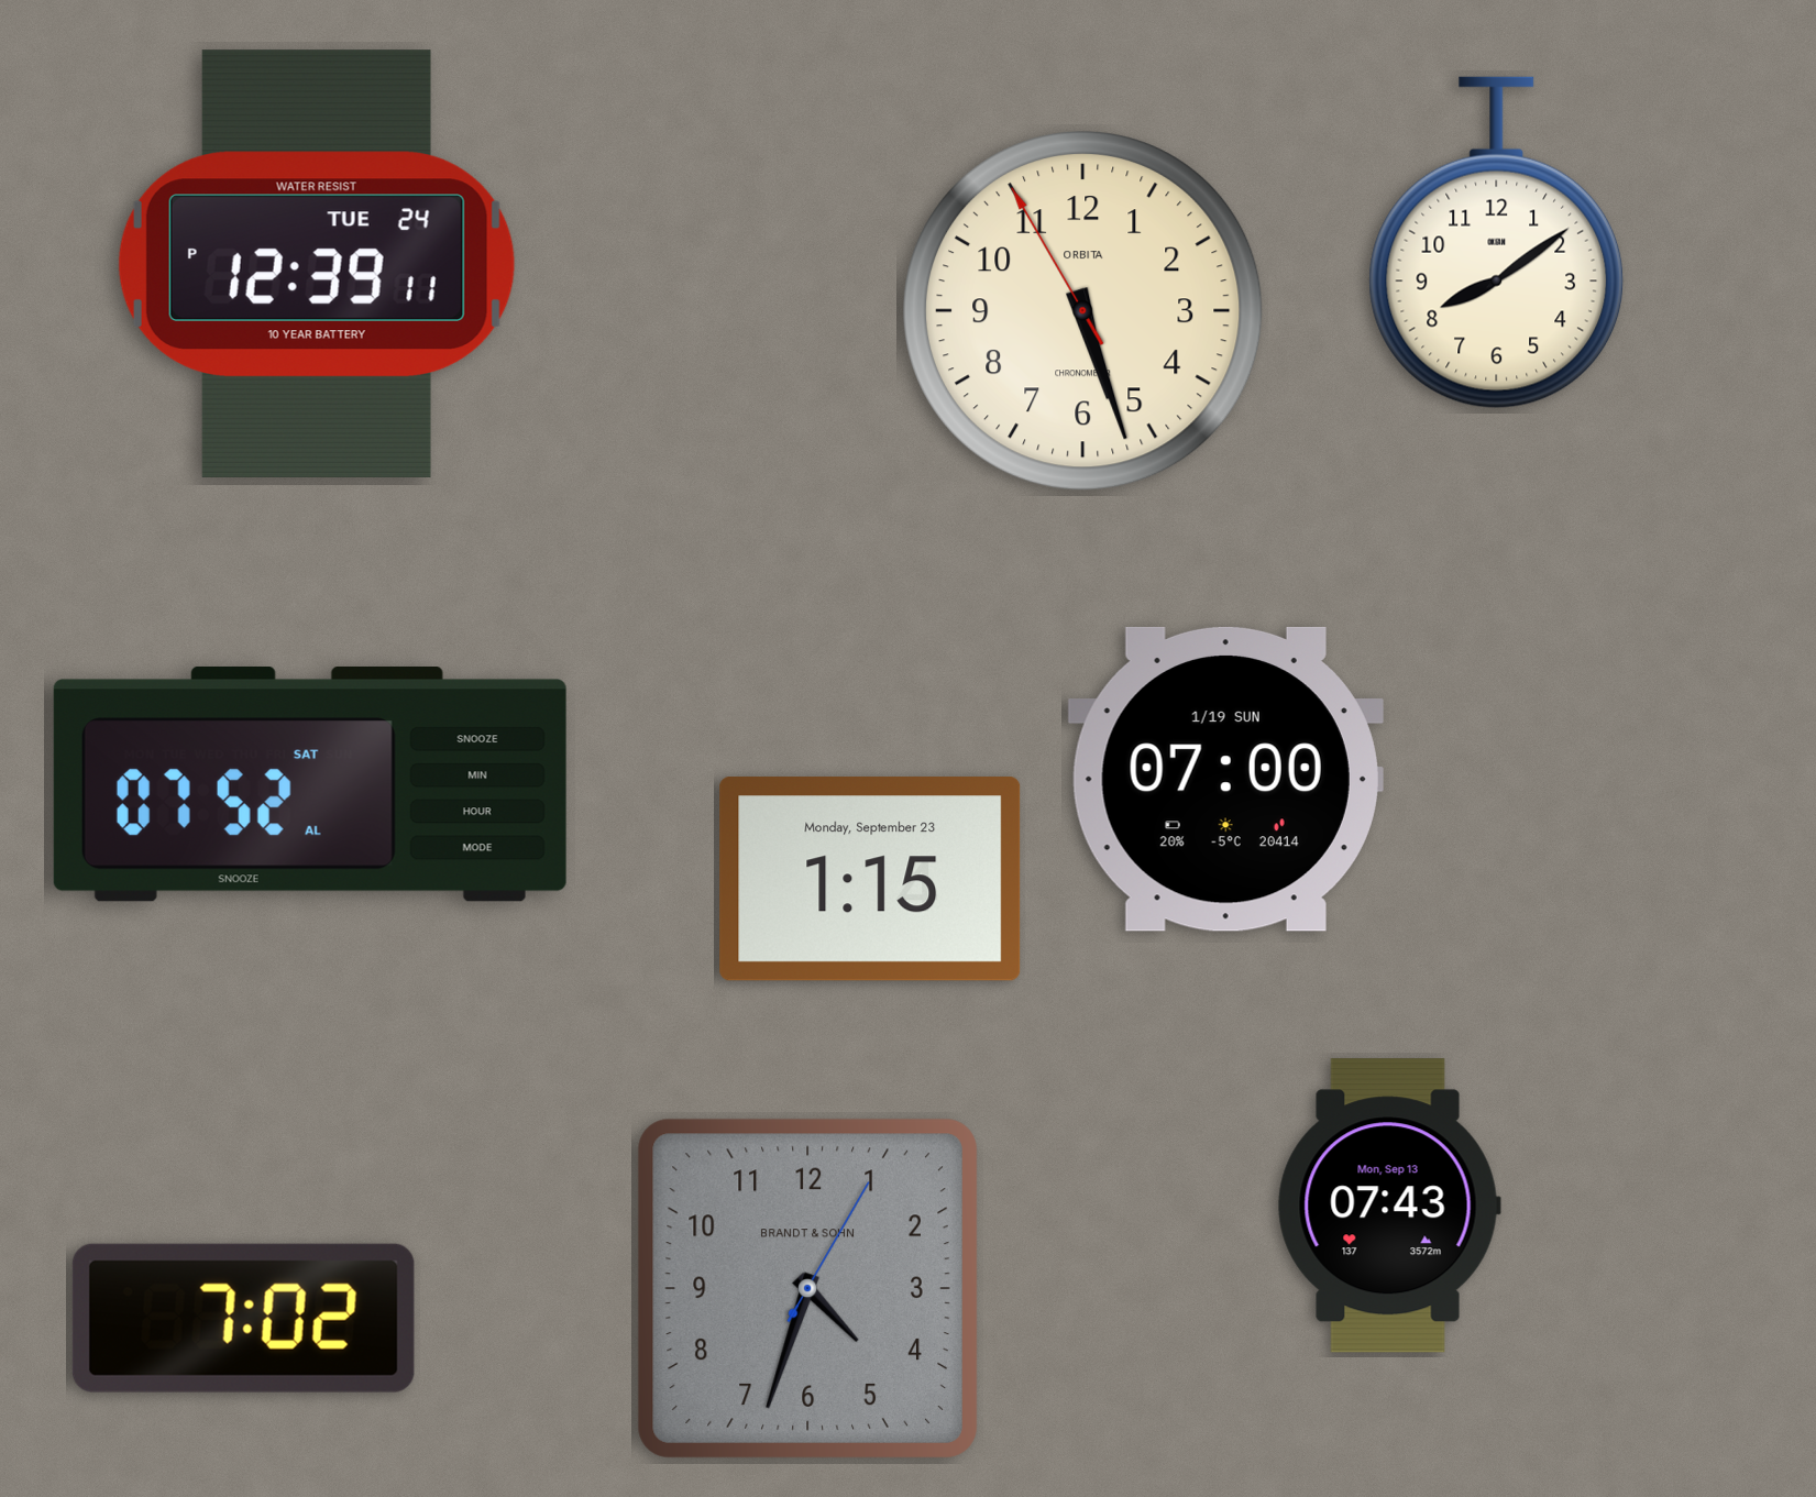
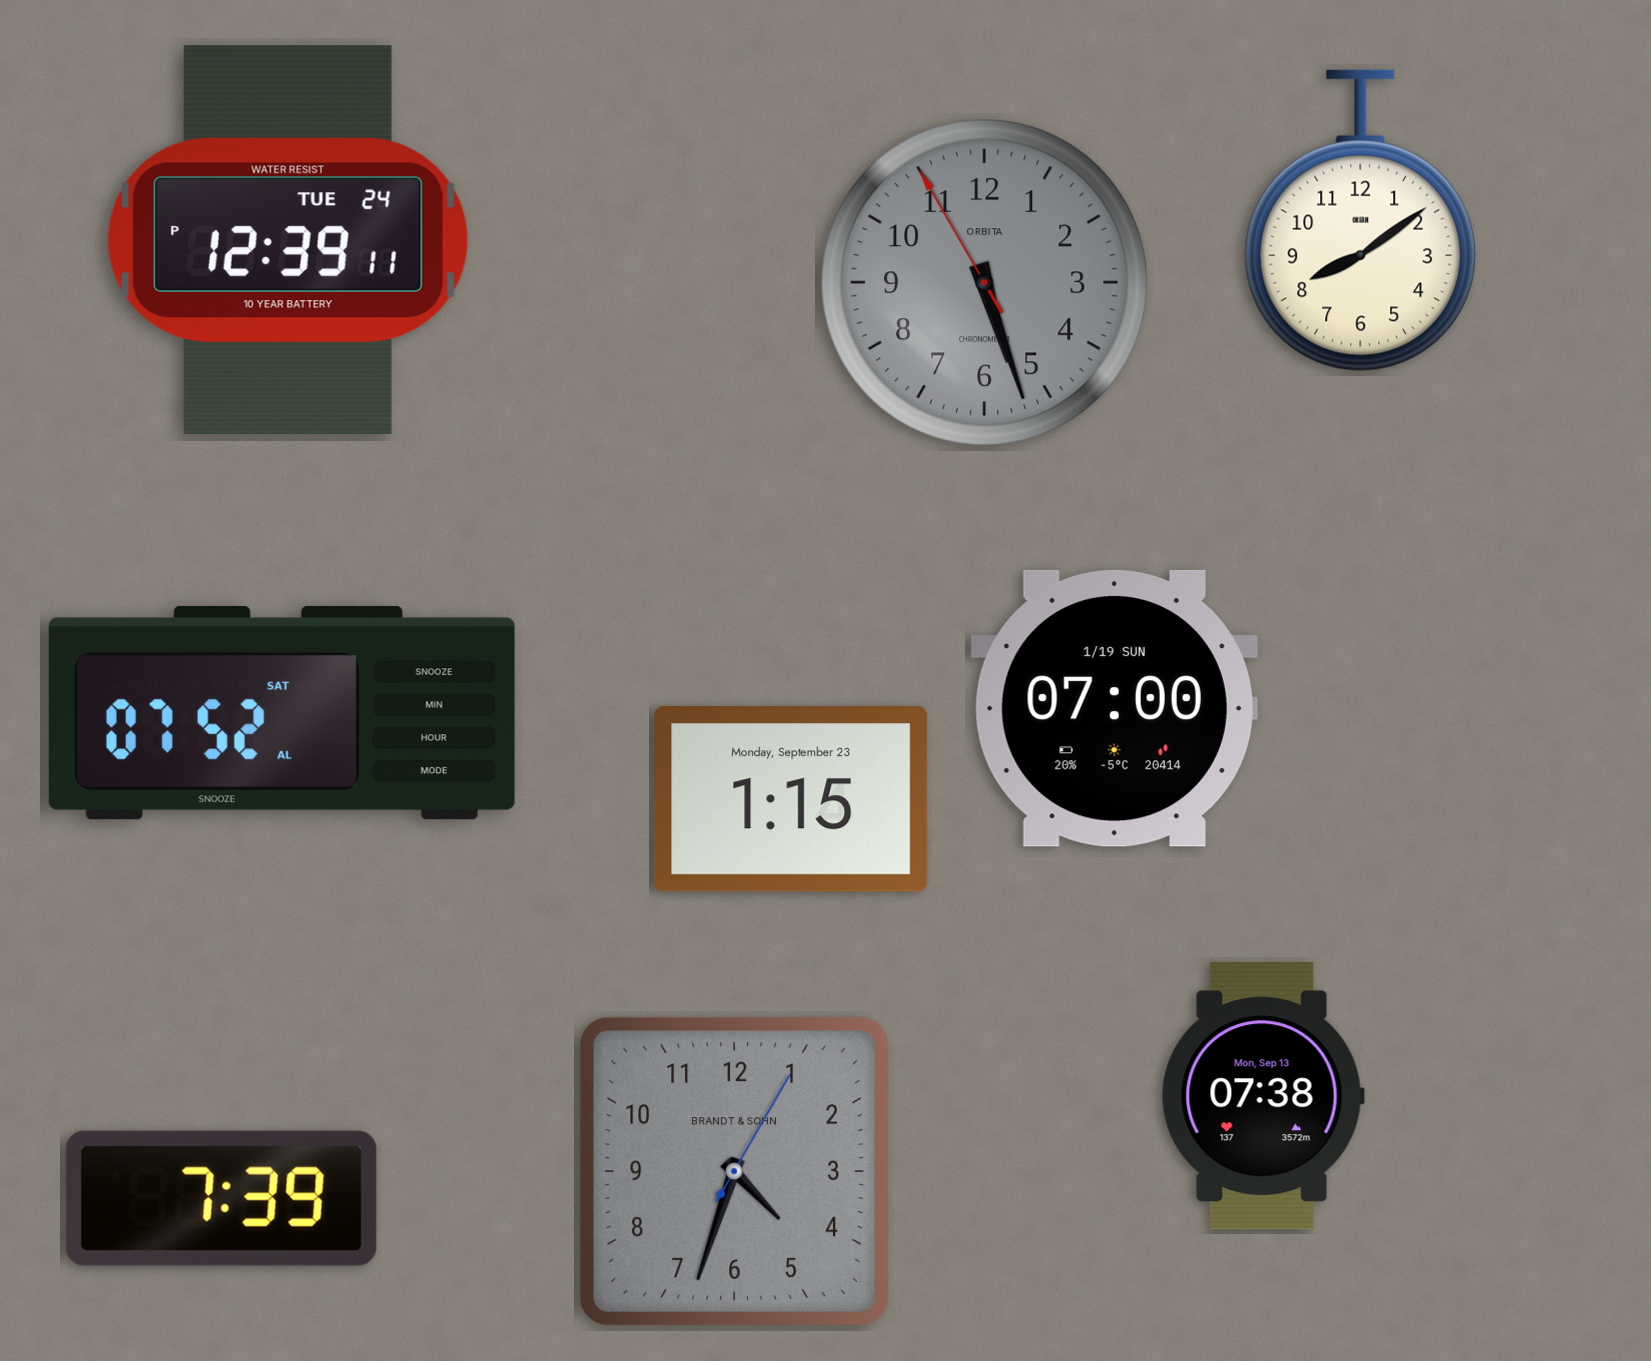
clock at (1083, 311) dial: cream -> grey
clock at (1389, 1206): 07:43 -> 07:38
clock at (243, 1318): 7:02 -> 7:39
